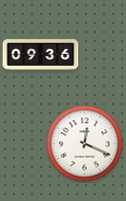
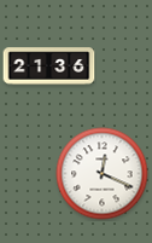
clock at (41, 55): 09:36 -> 21:36
